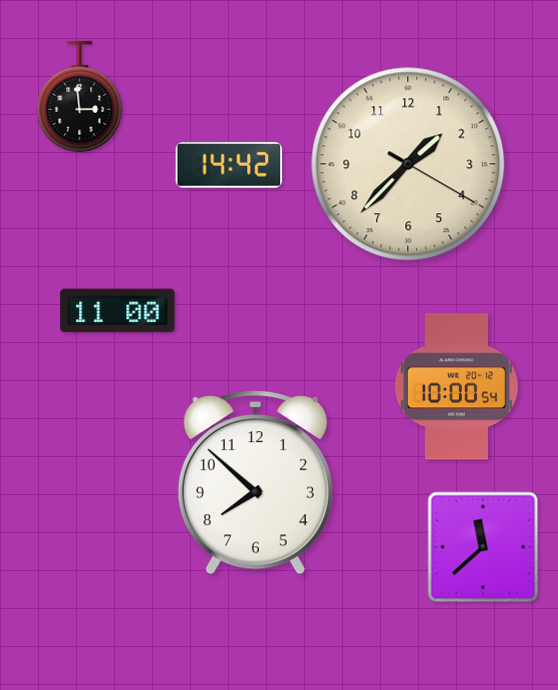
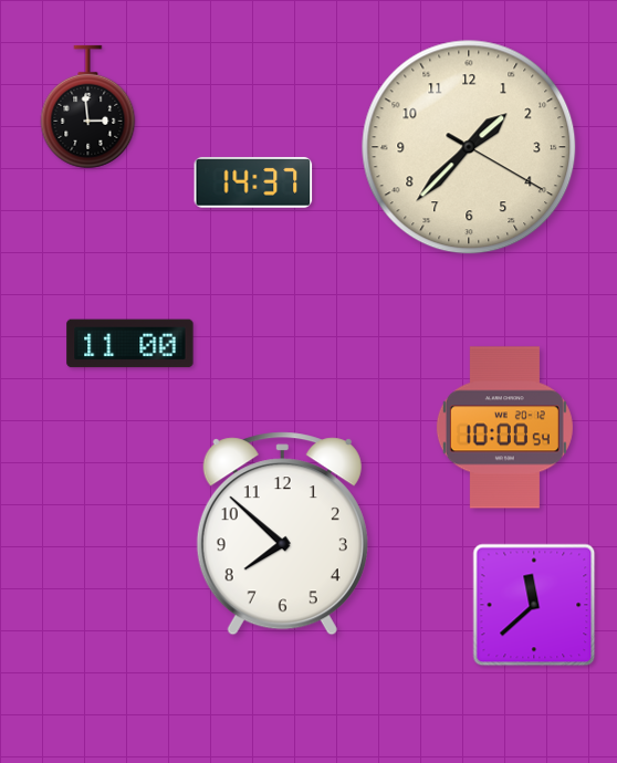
clock at (408, 164) position: (408, 164) -> (469, 147)
clock at (229, 165): 14:42 -> 14:37
